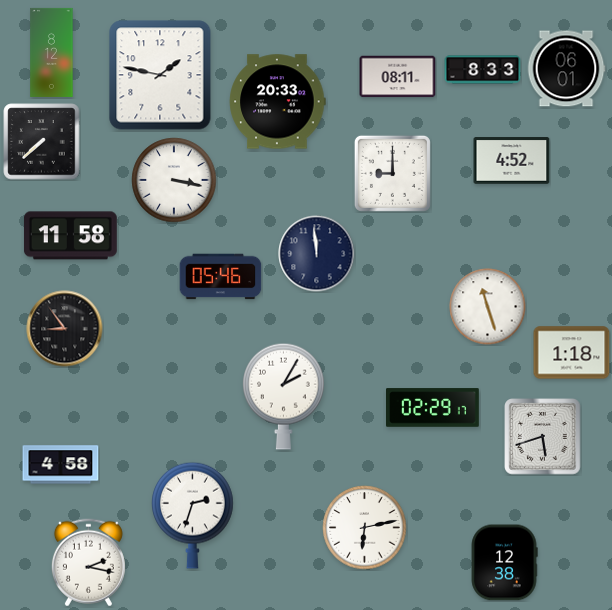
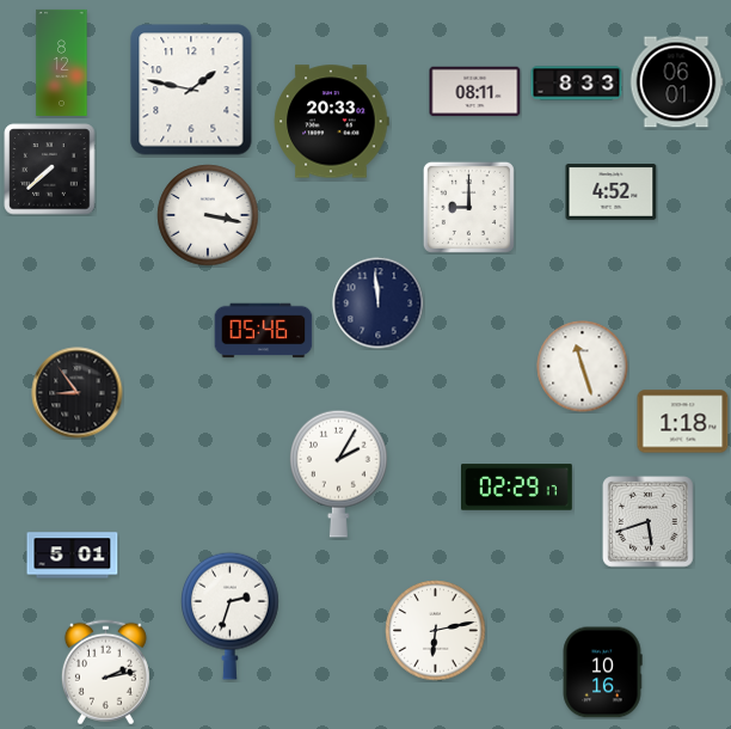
clock at (70, 236): 11:58 -> none
clock at (61, 465): 4:58 -> 5:01
clock at (88, 563): 2:17 -> 2:13
clock at (504, 563): 12:38 -> 10:16
